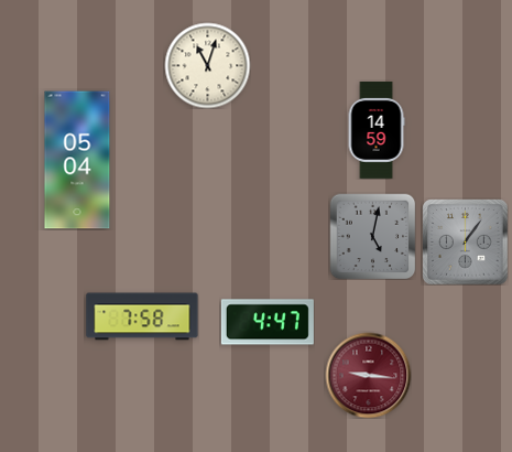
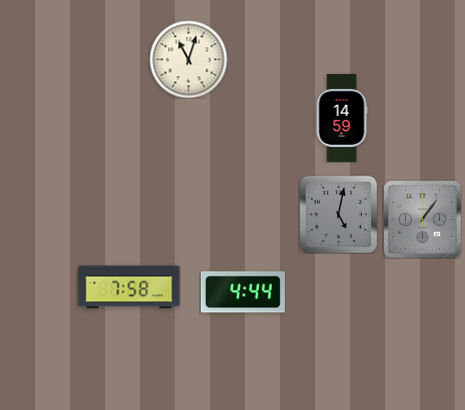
clock at (77, 160): 05:04 -> none
clock at (268, 322): 4:47 -> 4:44
clock at (368, 375): 9:16 -> none
